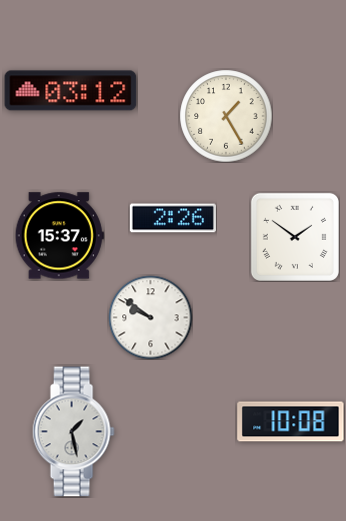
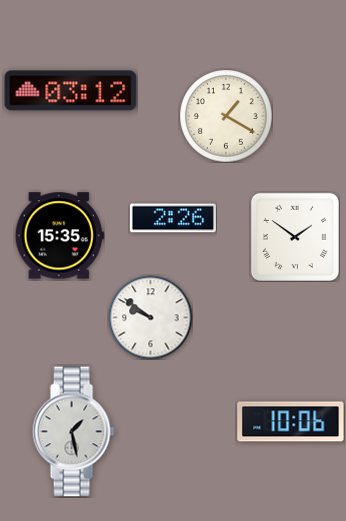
clock at (226, 116): 1:25 -> 1:20
clock at (59, 236): 15:37 -> 15:35
clock at (291, 422): 10:08 -> 10:06
